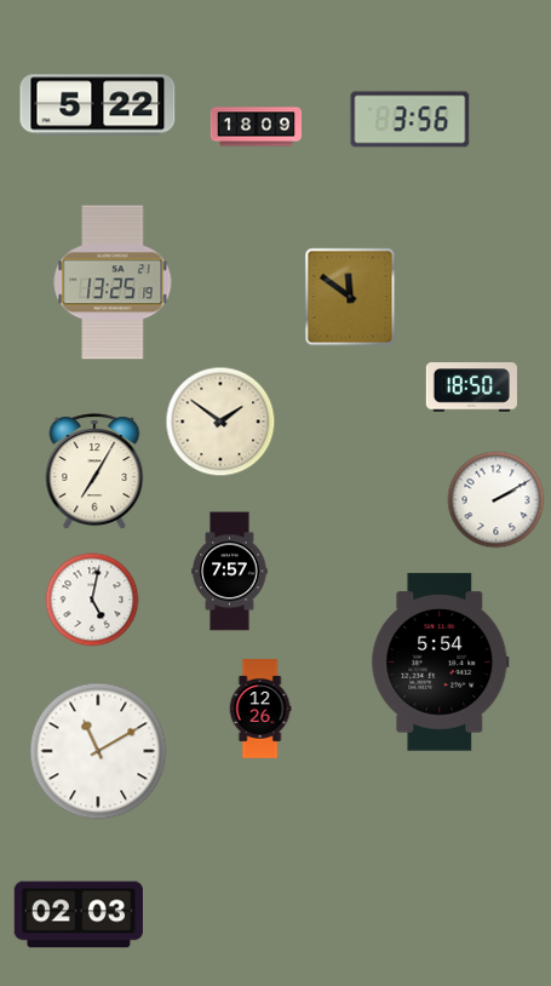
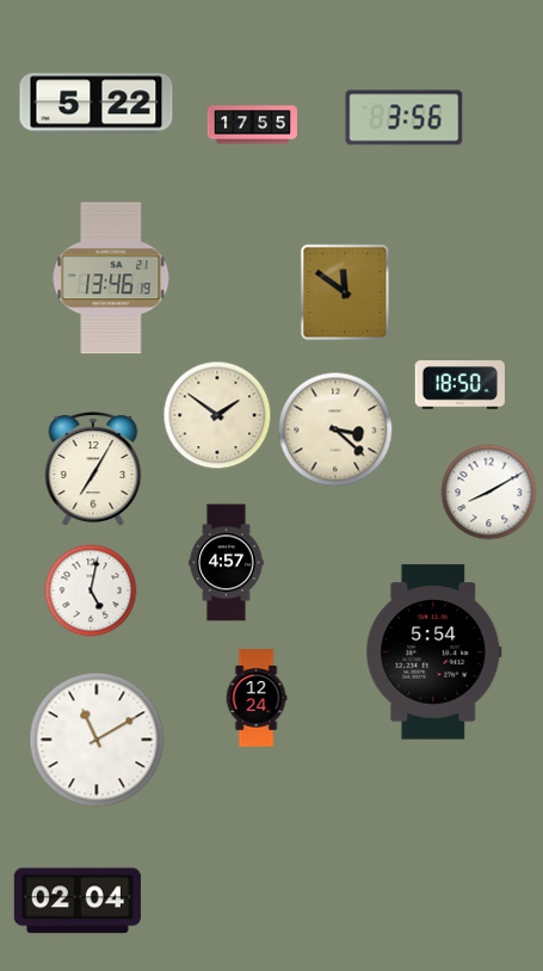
clock at (256, 127): 18:09 -> 17:55
clock at (113, 282): 13:25 -> 13:46
clock at (471, 388) position: (471, 388) -> (459, 385)
clock at (335, 429): none -> 3:22
clock at (94, 471) position: (94, 471) -> (93, 469)
clock at (497, 500): 2:10 -> 8:10
clock at (230, 572): 7:57 -> 4:57
clock at (260, 709): 12:26 -> 12:24
clock at (79, 915): 02:03 -> 02:04
